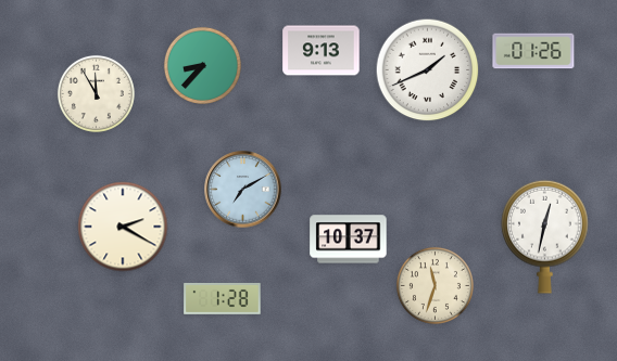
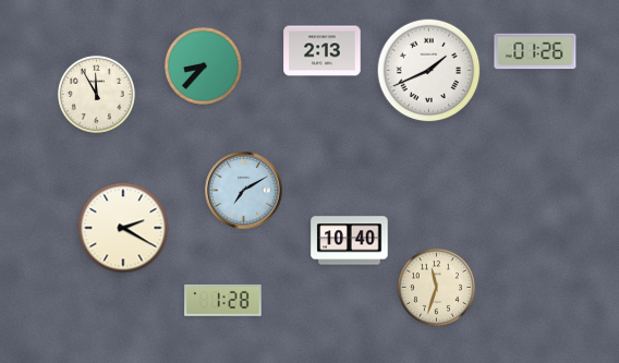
clock at (322, 51): 9:13 -> 2:13
clock at (545, 236): 12:32 -> none
clock at (349, 240): 10:37 -> 10:40
